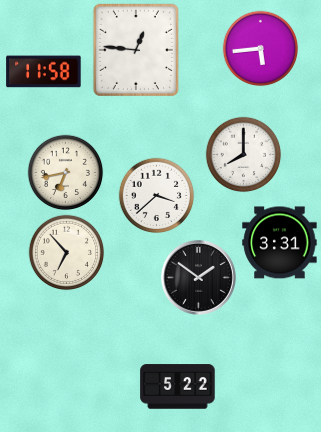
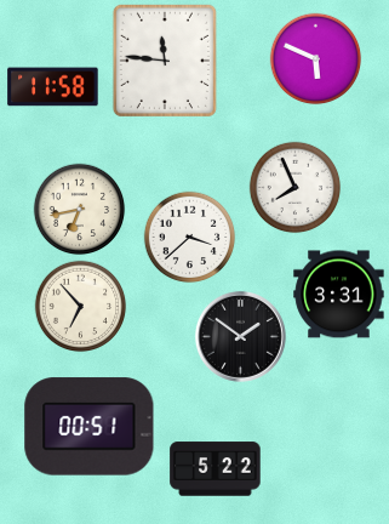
clock at (261, 49): 5:44 -> 5:49
clock at (136, 50): 12:46 -> 11:46
clock at (244, 155): 8:00 -> 7:56
clock at (90, 427): none -> 00:51
